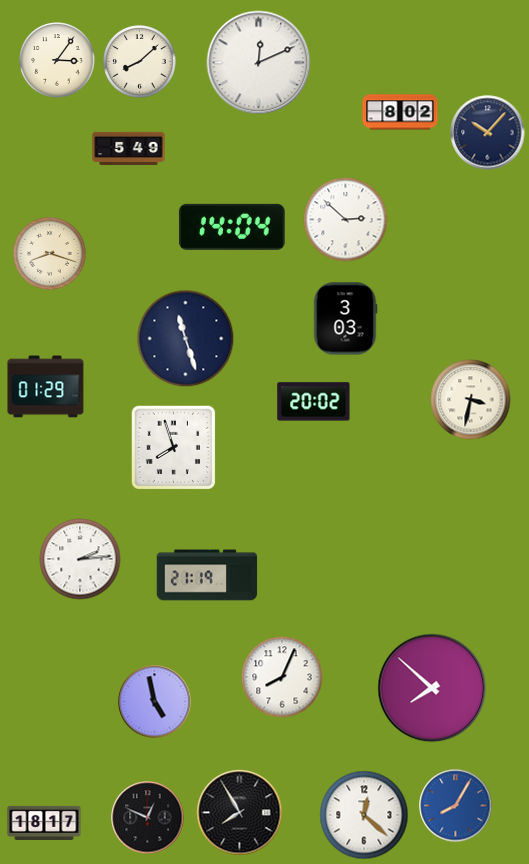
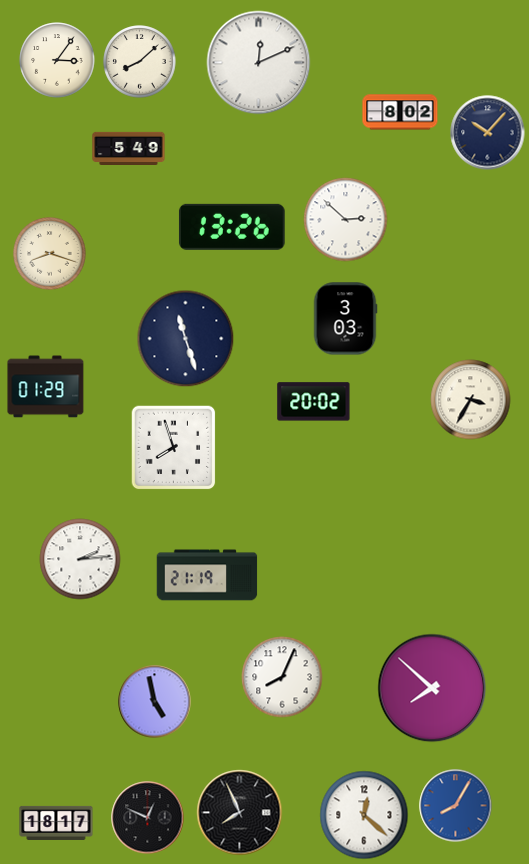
clock at (232, 227): 14:04 -> 13:26
clock at (471, 400): 3:32 -> 3:35
clock at (240, 813): 7:55 -> 7:56
clock at (44, 823) position: (44, 823) -> (56, 823)
